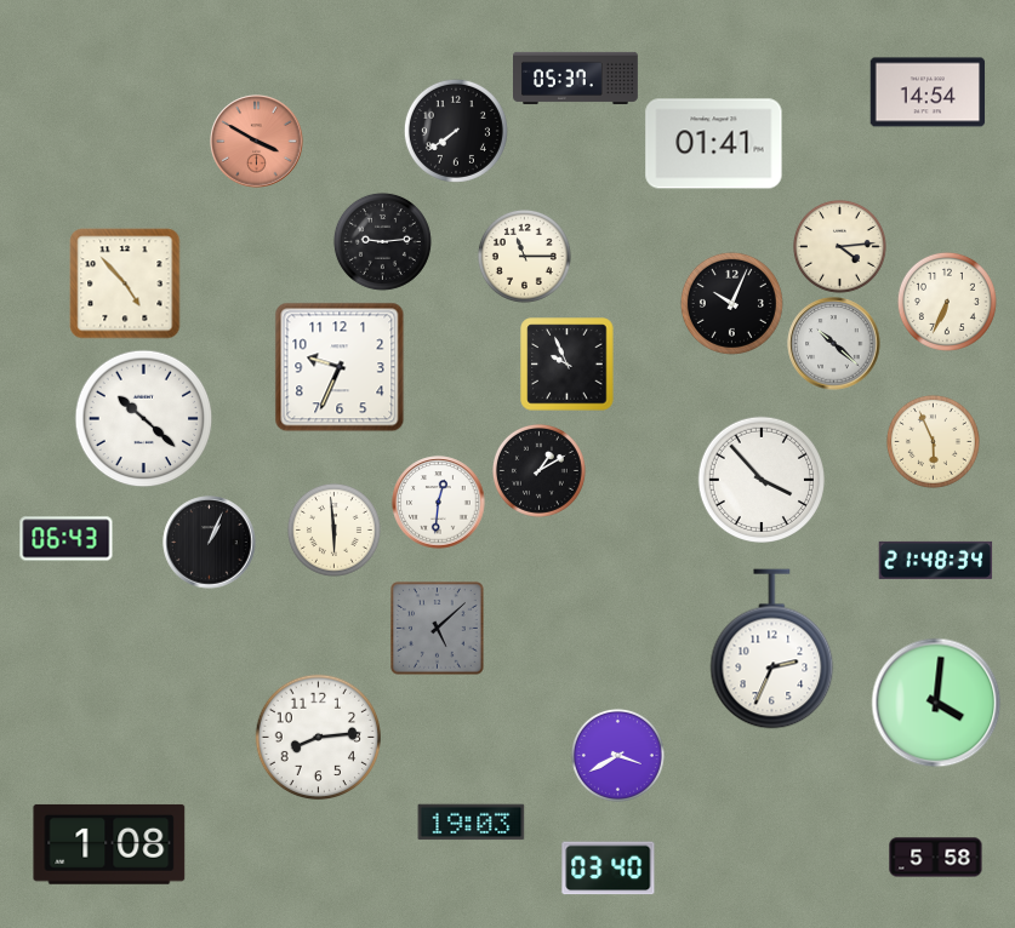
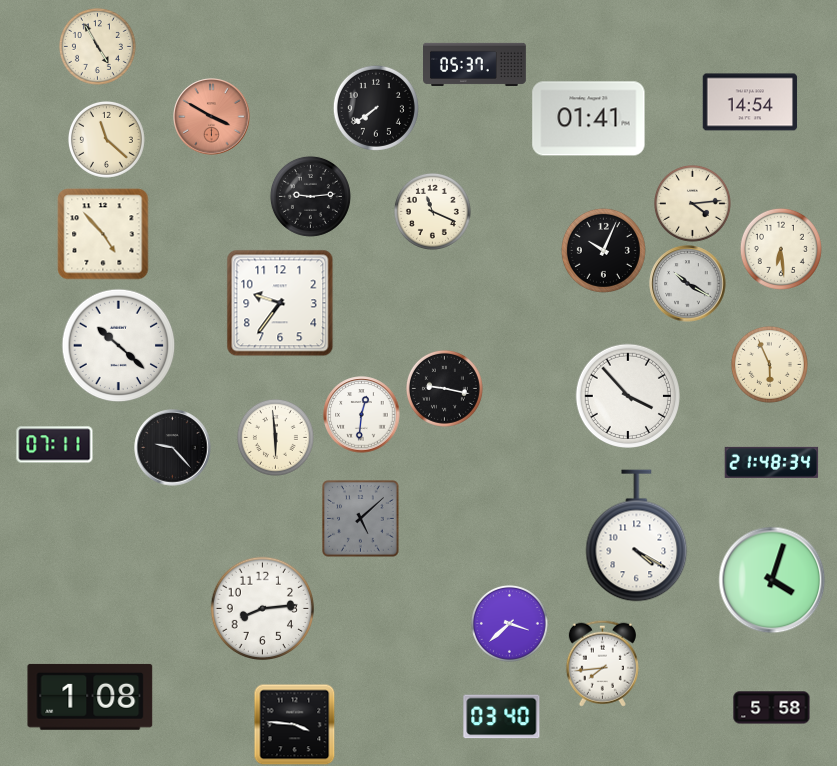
clock at (97, 46): none -> 4:55
clock at (928, 92) position: (928, 92) -> (750, 102)
clock at (106, 139): none -> 11:22
clock at (382, 241) position: (382, 241) -> (310, 196)
clock at (524, 256): 11:15 -> 11:19
clock at (947, 302): 6:34 -> 6:29
clock at (834, 344): 10:22 -> 10:20
clock at (568, 365): 9:56 -> none
clock at (340, 367): 9:34 -> 9:36
clock at (538, 470): 1:10 -> 9:17
clock at (67, 539): 06:43 -> 07:11
clock at (210, 543): 1:04 -> 9:23
clock at (772, 649): 2:34 -> 4:20
clock at (936, 703): 4:01 -> 4:03
clock at (617, 755): 3:40 -> 3:38
clock at (602, 663): none -> 7:44
clock at (472, 823): 19:03 -> none
clock at (294, 724): none -> 3:46
